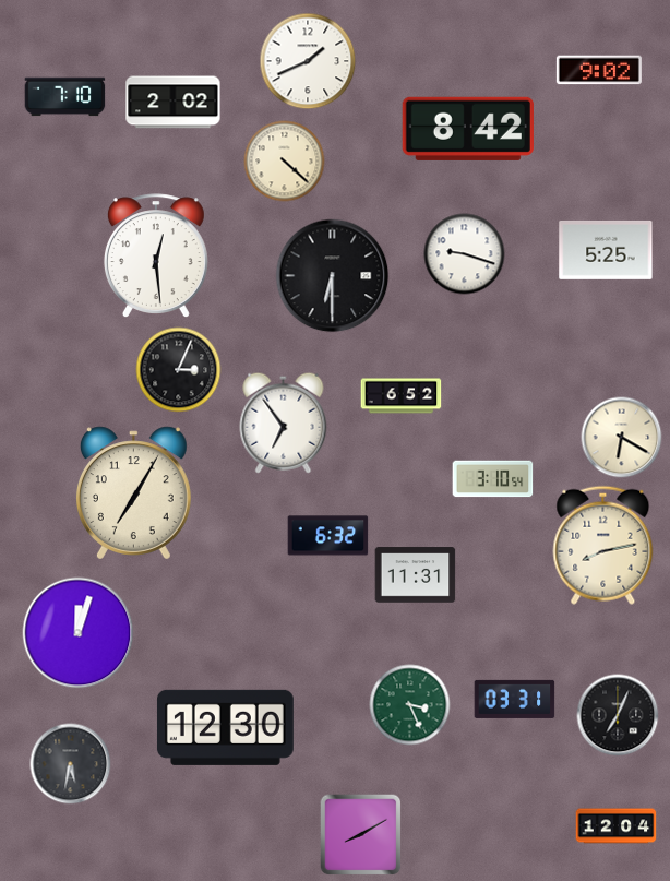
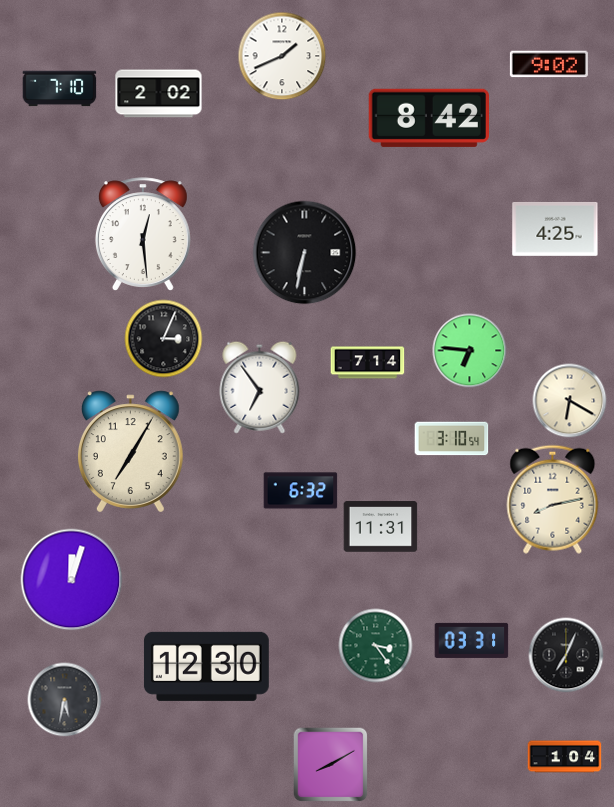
clock at (285, 162): 4:22 -> none
clock at (606, 250): 5:25 -> 4:25
clock at (465, 254): 9:18 -> none
clock at (333, 276): 6:30 -> 6:32
clock at (470, 351): none -> 6:46
clock at (402, 396): 6:52 -> 7:14
clock at (133, 493) position: (133, 493) -> (130, 452)
clock at (410, 705): 3:26 -> 3:24
clock at (617, 826): 12:04 -> 1:04
